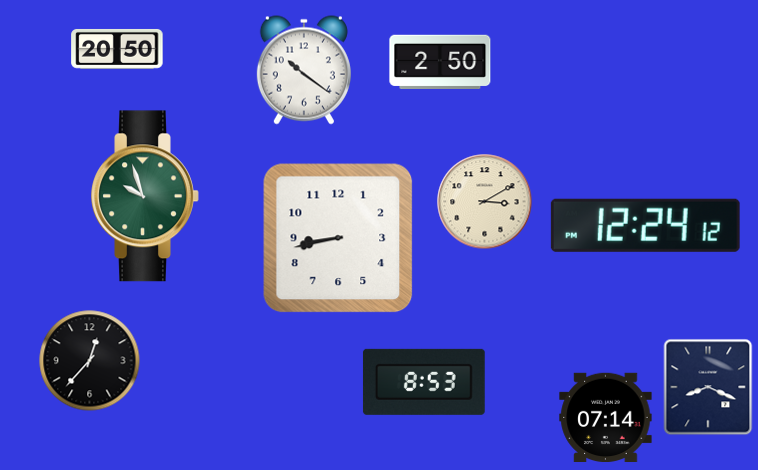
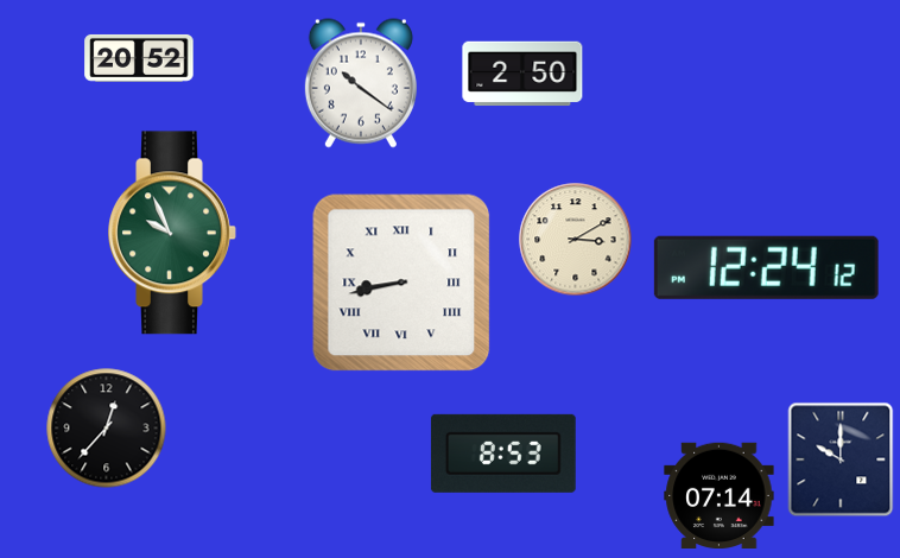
clock at (117, 49): 20:50 -> 20:52
clock at (145, 196): 9:57 -> 9:56
clock at (338, 238) numerals: Arabic -> Roman
clock at (708, 387): 8:19 -> 10:00
